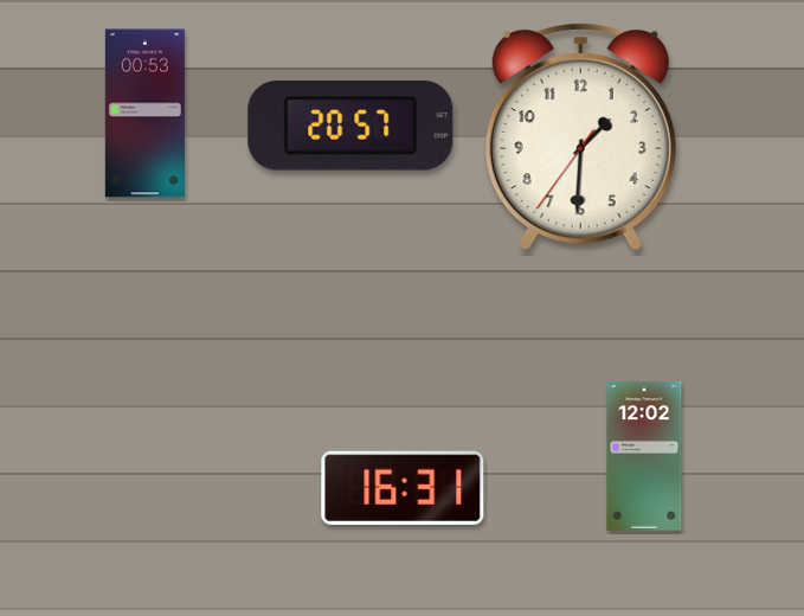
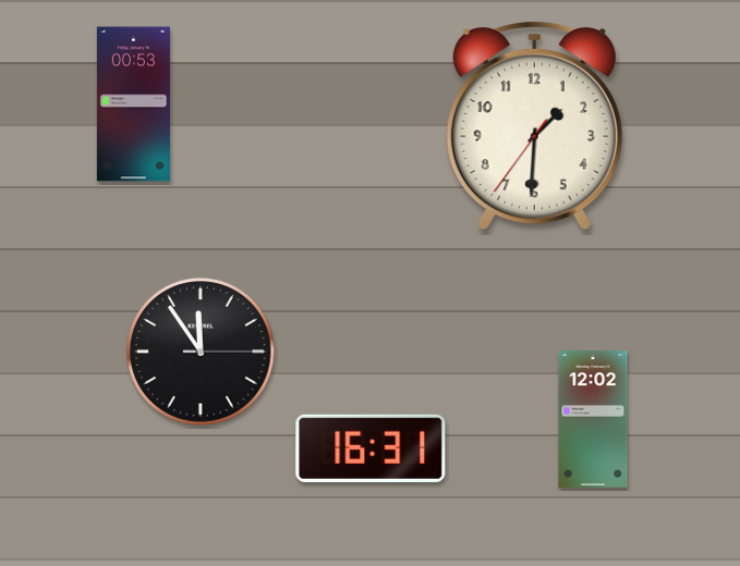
clock at (350, 126): 20:57 -> none
clock at (201, 352): none -> 11:54
